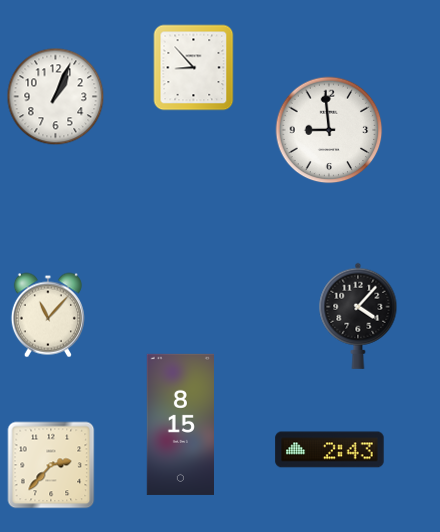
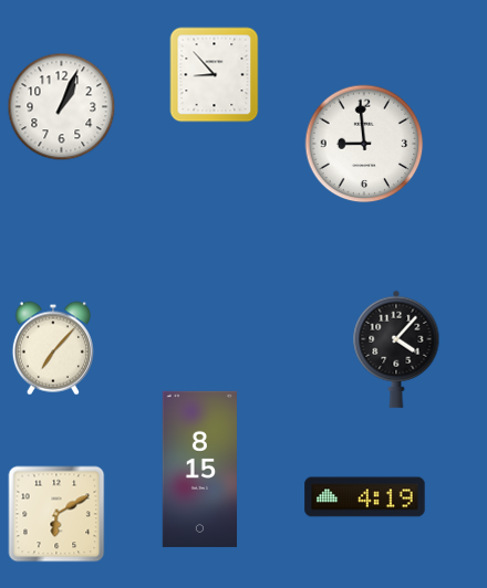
clock at (48, 315): 11:07 -> 7:07
clock at (330, 450): 2:43 -> 4:19
clock at (51, 465): 2:37 -> 6:10
